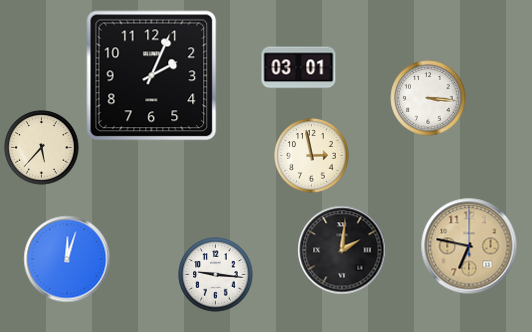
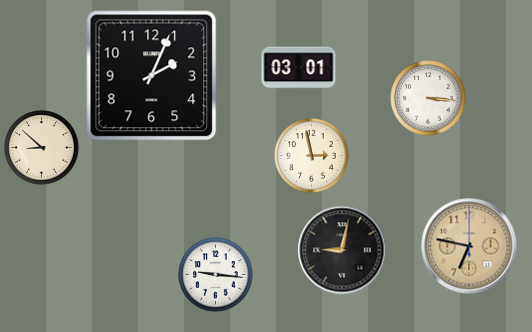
clock at (42, 148): 5:37 -> 8:52
clock at (342, 250): 2:01 -> 9:02
clock at (67, 259): 12:03 -> none
